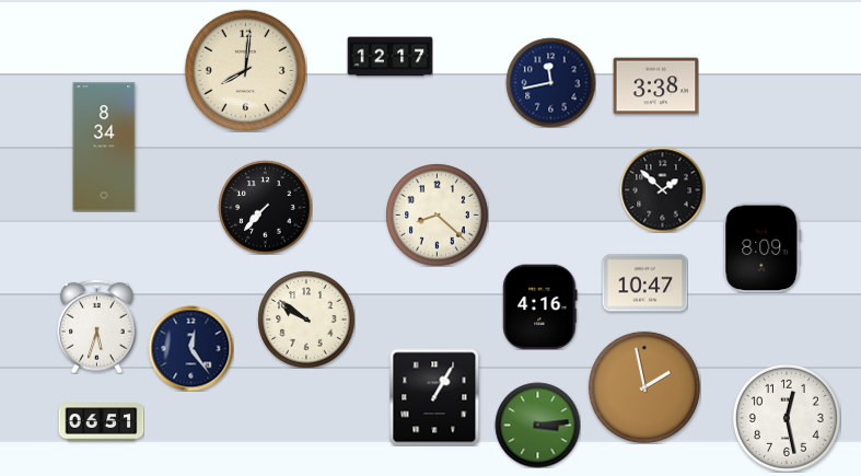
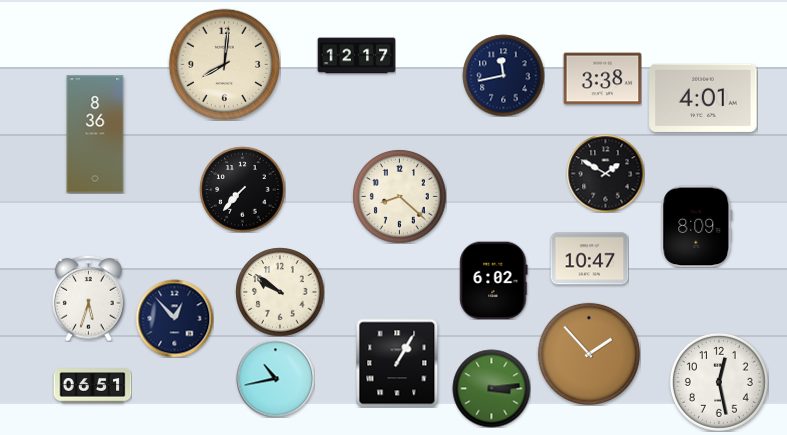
clock at (389, 57) position: (389, 57) -> (356, 56)
clock at (655, 86) position: (655, 86) -> (602, 79)
clock at (703, 98): none -> 4:01
clock at (104, 147): 8:34 -> 8:36
clock at (662, 189): 1:52 -> 1:50
clock at (540, 306): 4:16 -> 6:02
clock at (190, 348): 12:24 -> 12:53
clock at (644, 387): 1:58 -> 1:53
clock at (275, 378): none -> 10:43
